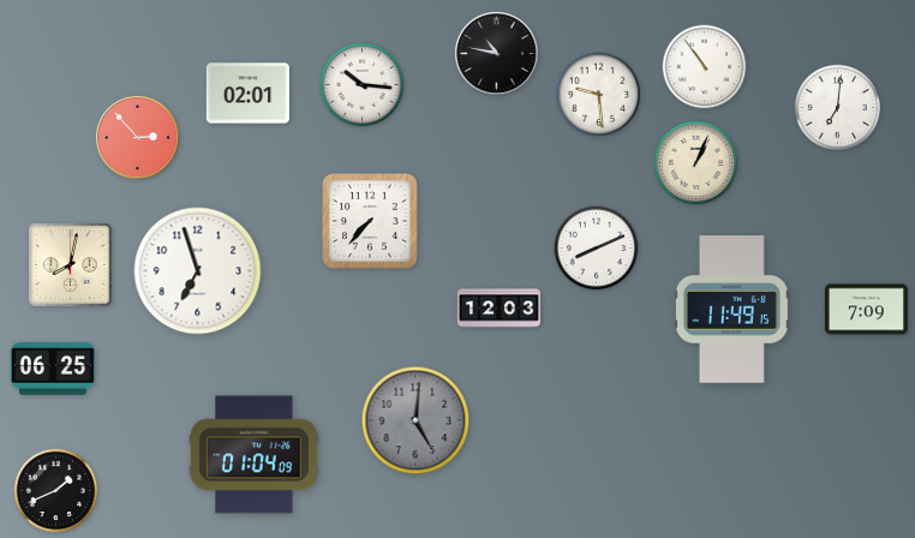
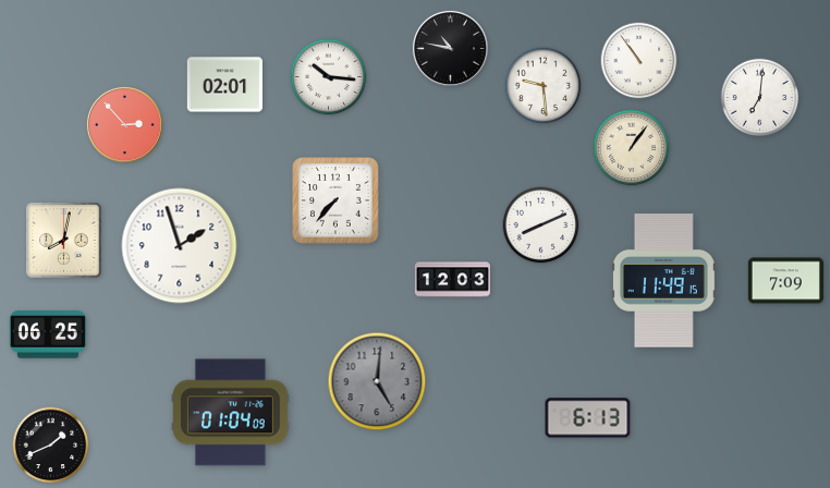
clock at (696, 163): 1:04 -> 1:06
clock at (198, 271): 6:57 -> 1:57
clock at (588, 418): none -> 6:13
